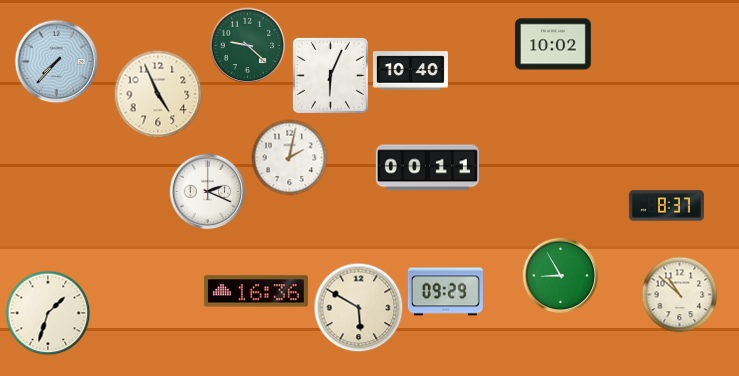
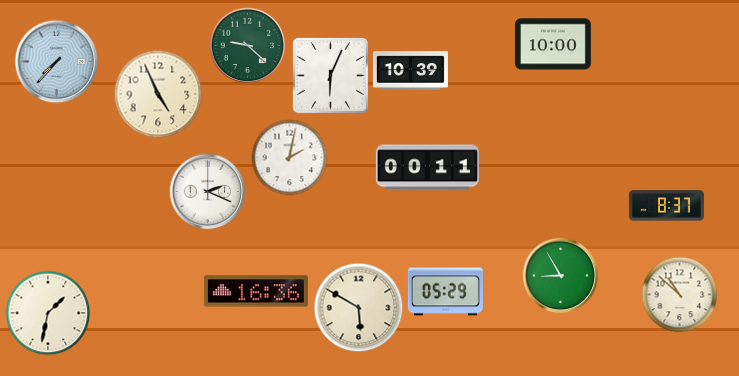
clock at (553, 44): 10:02 -> 10:00
clock at (410, 71): 10:40 -> 10:39
clock at (445, 292): 09:29 -> 05:29
clock at (48, 313): 1:33 -> 1:32
